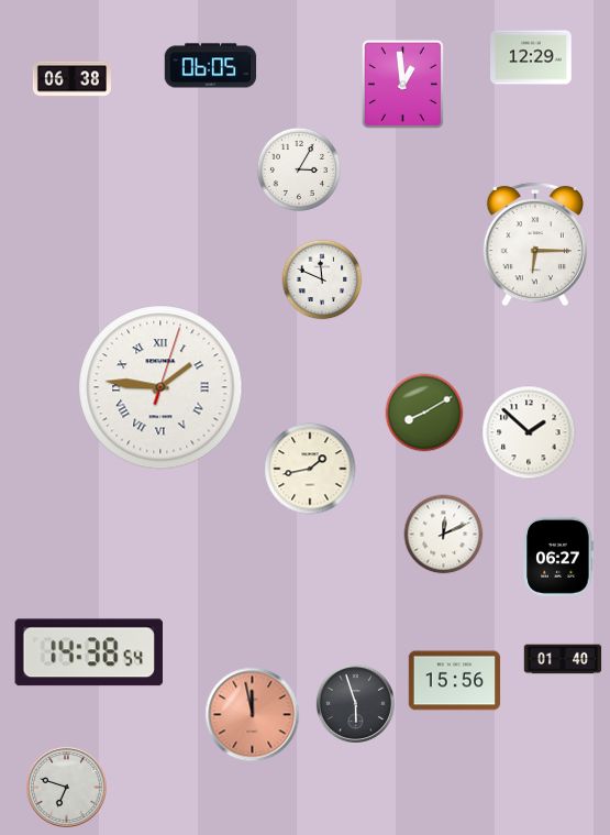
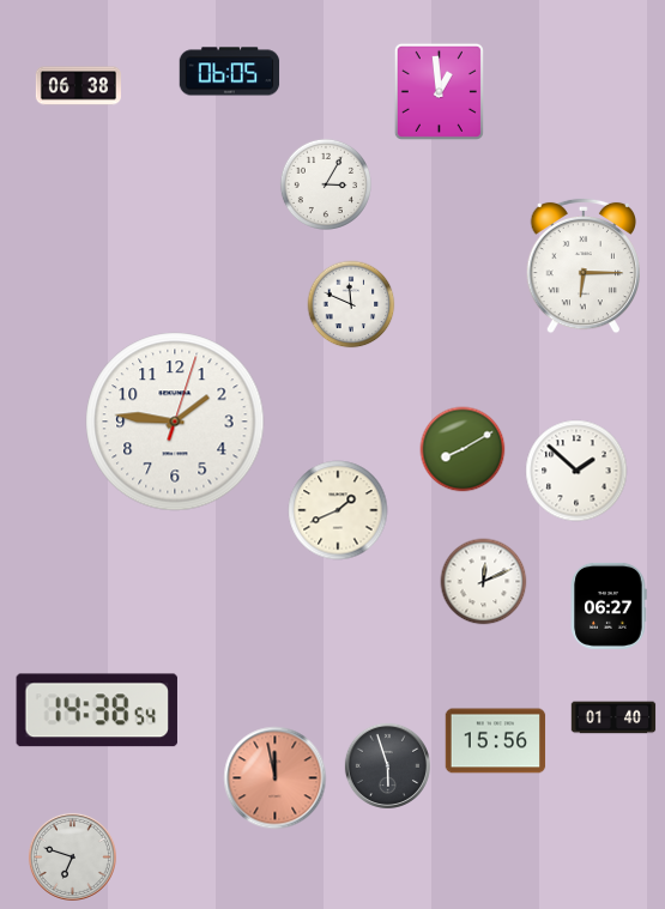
clock at (531, 57): 12:29 -> none
clock at (160, 387) numerals: Roman -> Arabic
clock at (310, 469): 1:43 -> 1:41
